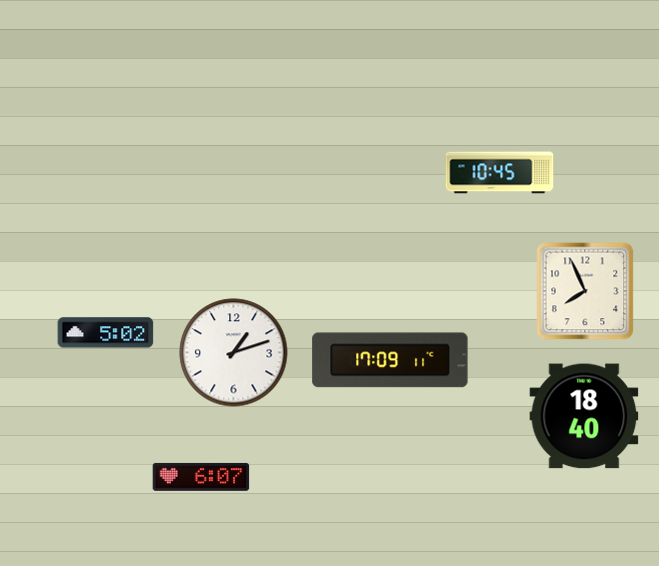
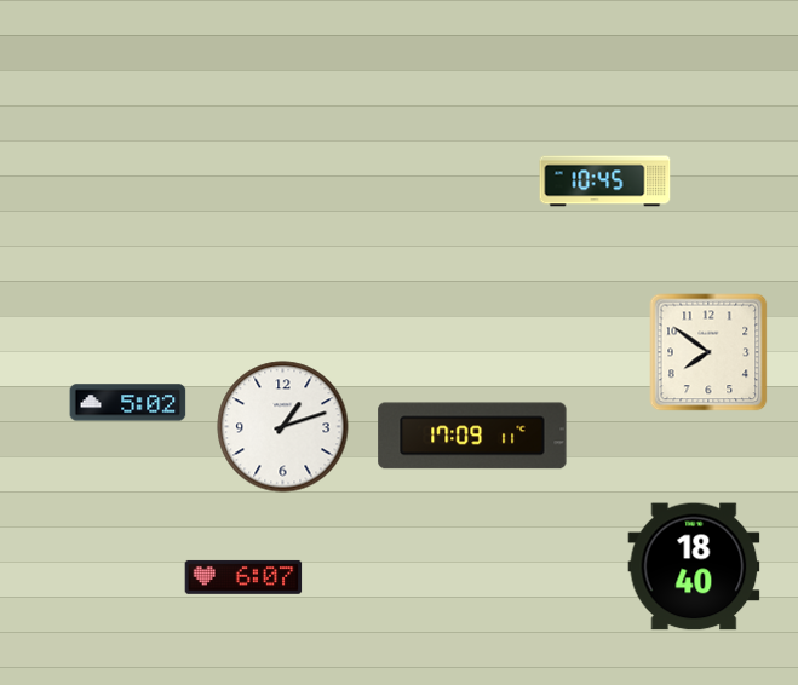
clock at (500, 173) position: (500, 173) -> (605, 182)
clock at (585, 291): 7:56 -> 7:51
clock at (584, 416) position: (584, 416) -> (694, 566)
